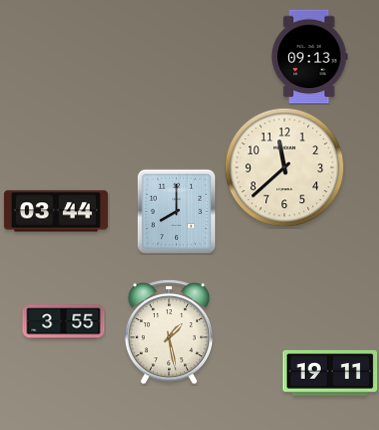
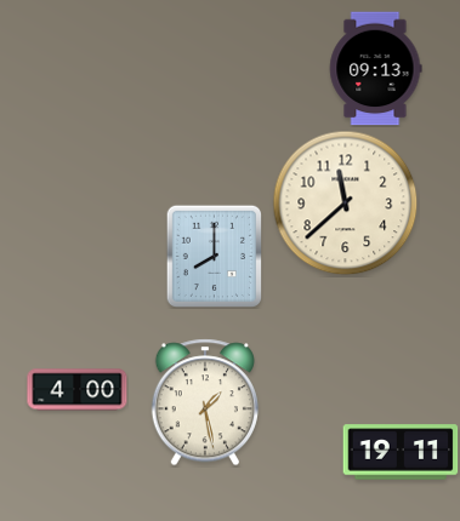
clock at (56, 211): 03:44 -> none
clock at (64, 322): 3:55 -> 4:00
